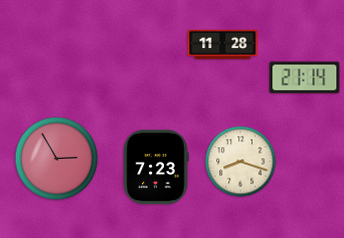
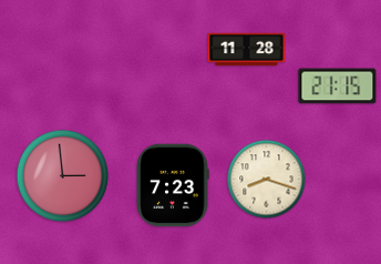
clock at (305, 78): 21:14 -> 21:15
clock at (57, 159): 2:55 -> 2:59
